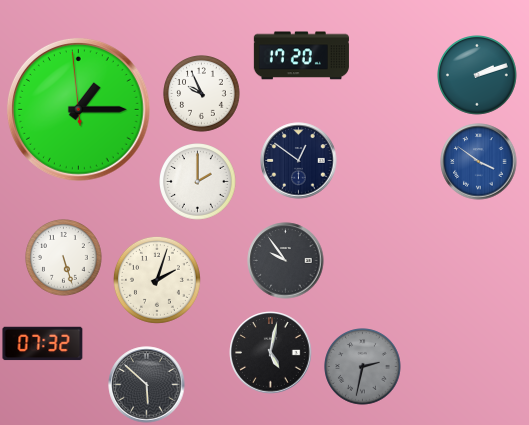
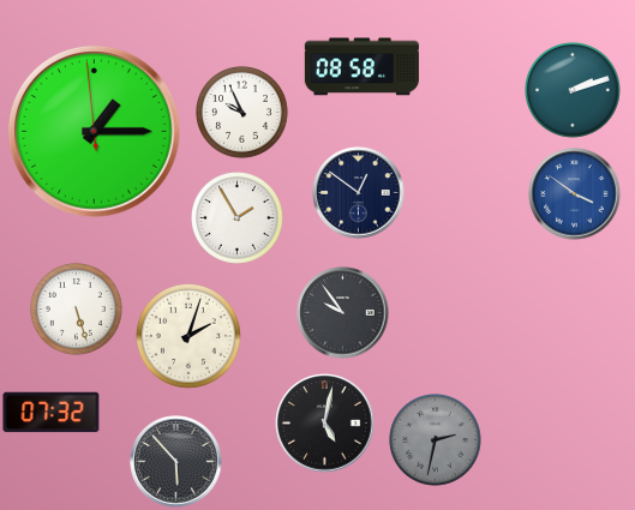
clock at (301, 56): 17:20 -> 08:58
clock at (198, 182): 2:00 -> 1:55
clock at (147, 385): 5:52 -> 5:53
